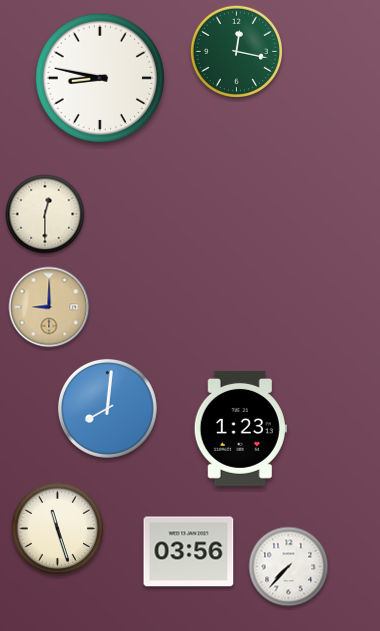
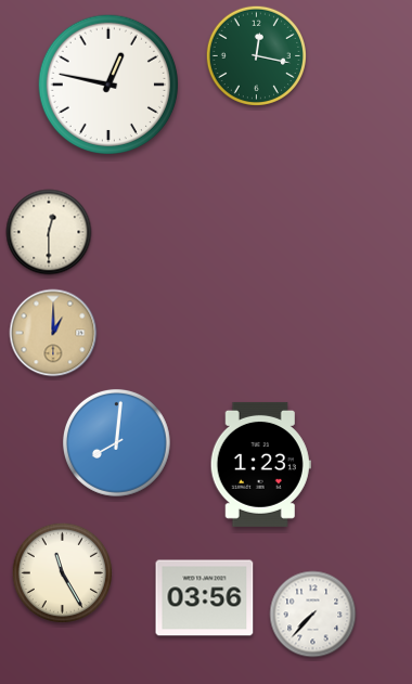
clock at (100, 78): 8:47 -> 12:47
clock at (49, 307): 9:00 -> 1:00
clock at (58, 529): 11:27 -> 11:25
